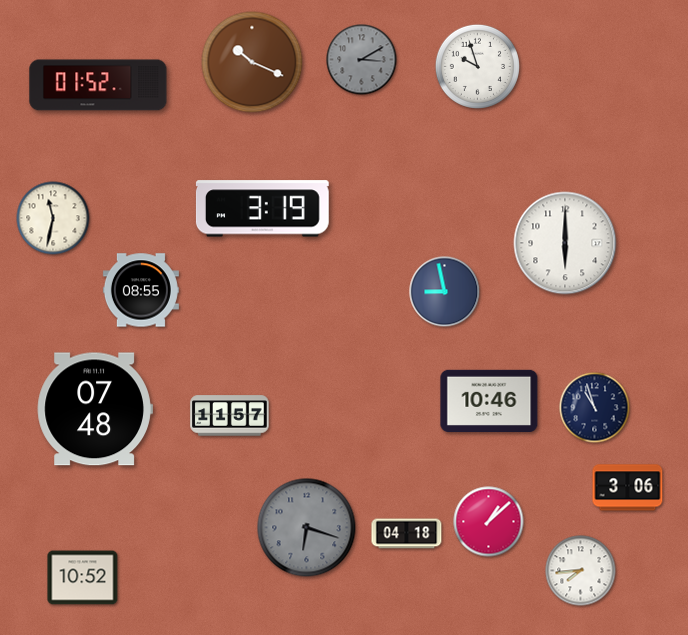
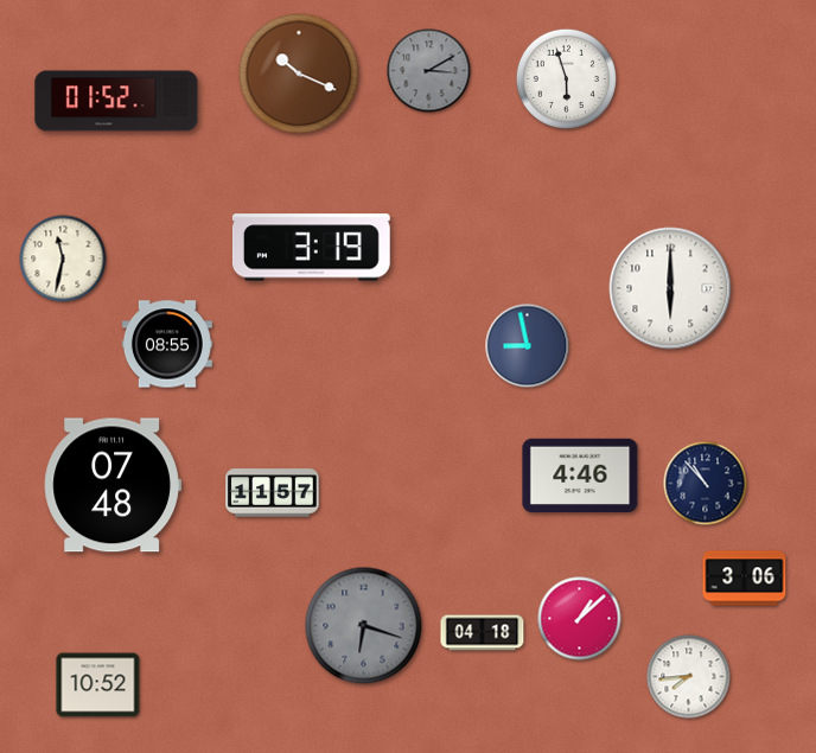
clock at (477, 66): 9:57 -> 5:57
clock at (489, 400): 10:46 -> 4:46
clock at (595, 408): 10:57 -> 10:53
